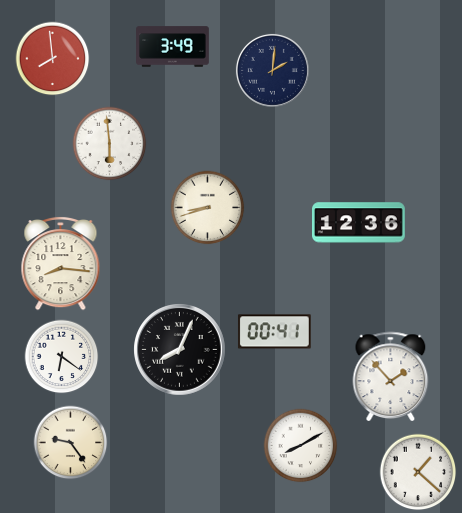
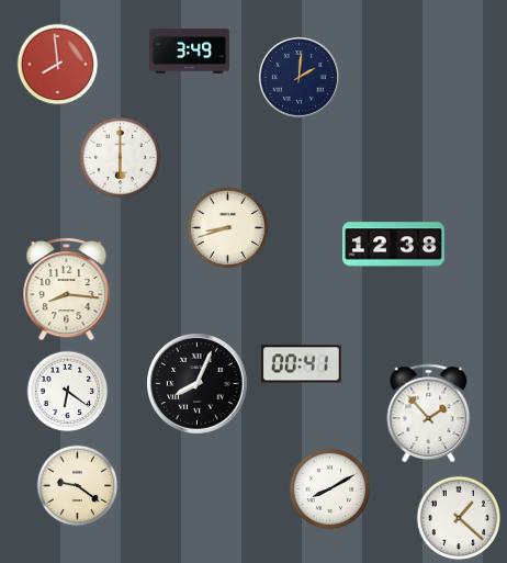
clock at (110, 144): 5:59 -> 6:00
clock at (359, 223): 12:36 -> 12:38
clock at (71, 443): 9:24 -> 9:21
